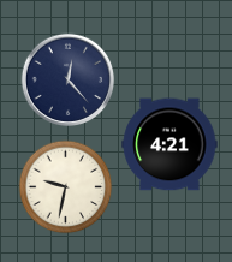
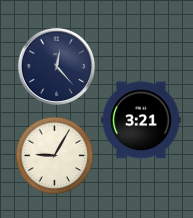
clock at (169, 144): 4:21 -> 3:21
clock at (65, 186): 9:32 -> 9:05
